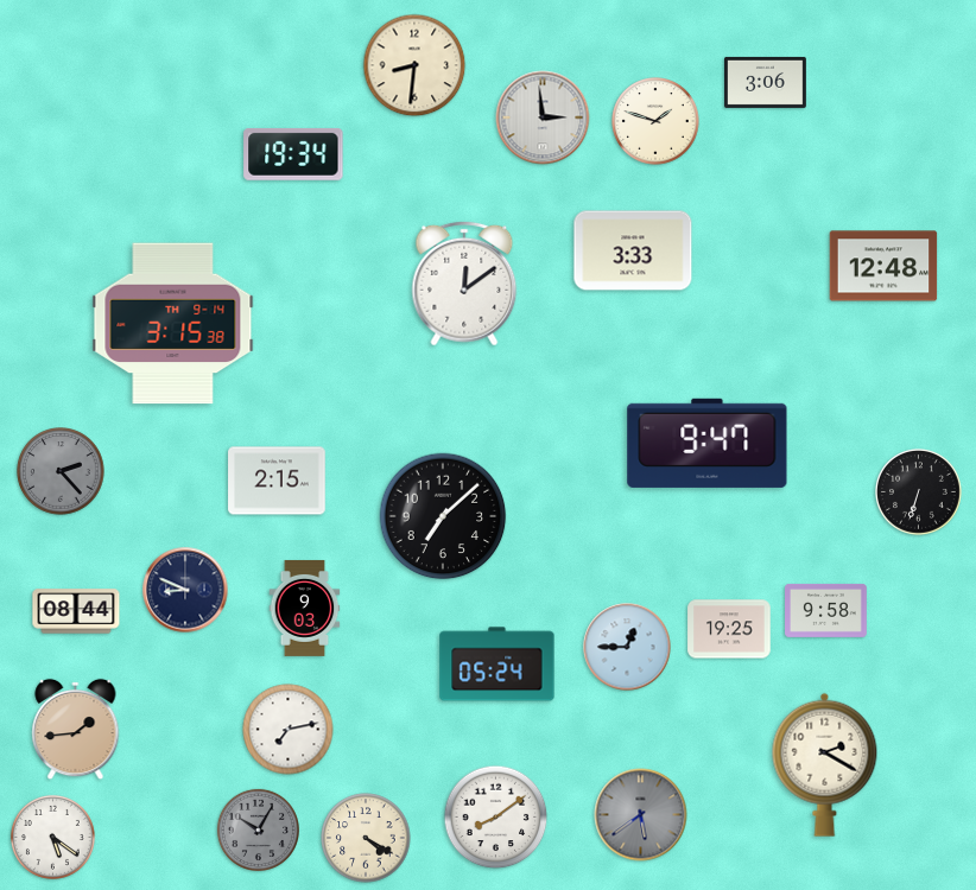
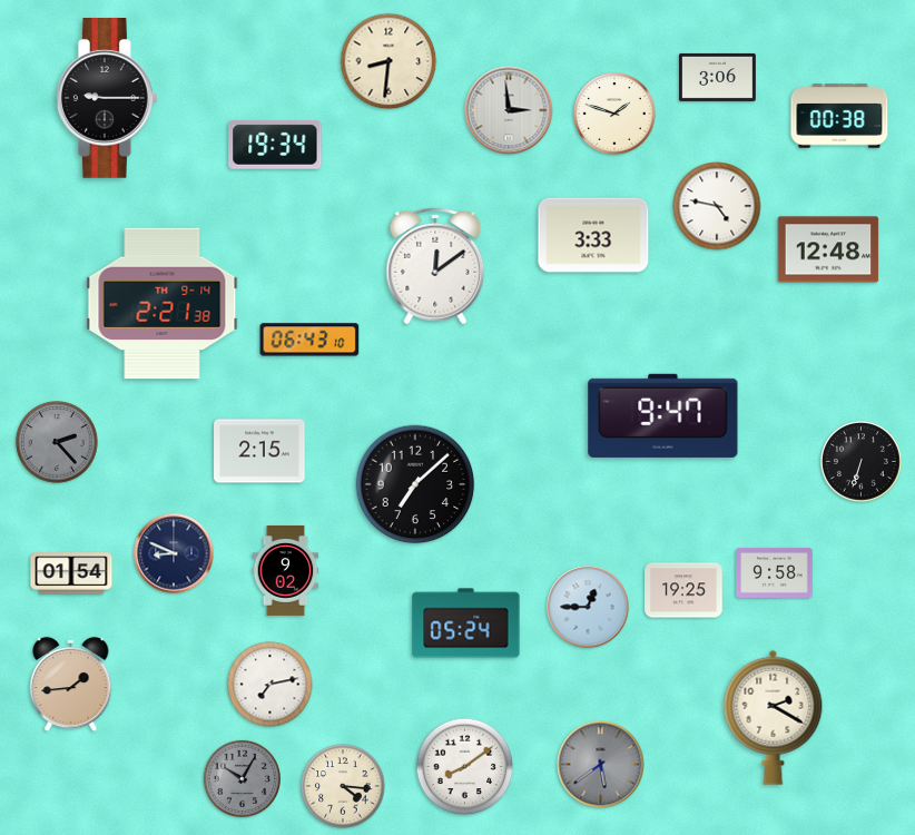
clock at (107, 99): none -> 9:15
clock at (839, 116): none -> 00:38
clock at (717, 206): none -> 4:47
clock at (173, 324): 3:15 -> 2:21
clock at (309, 340): none -> 06:43
clock at (305, 608): 9:03 -> 9:02
clock at (76, 611): 08:44 -> 01:54
clock at (52, 837): 5:21 -> none
clock at (366, 838): 4:20 -> 4:16
